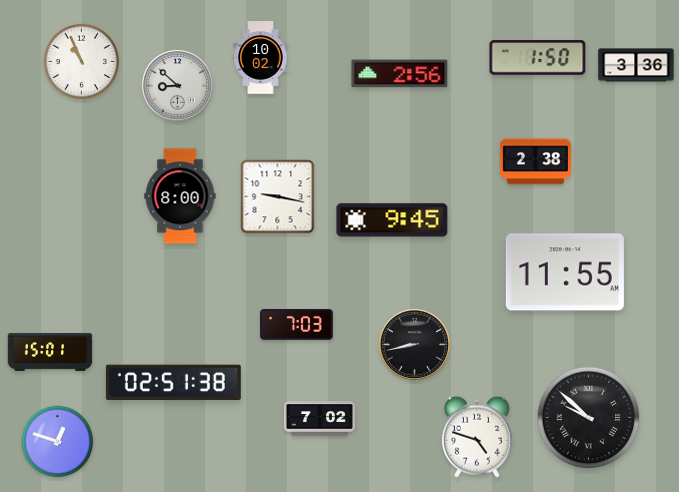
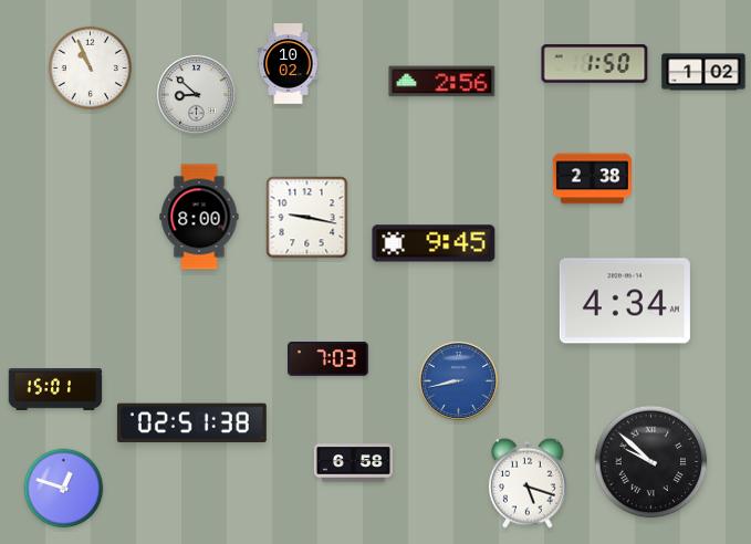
clock at (636, 65): 3:36 -> 1:02
clock at (565, 272): 11:55 -> 4:34
clock at (414, 344) dial: black -> blue
clock at (319, 419): 7:02 -> 6:58
clock at (477, 437): 4:48 -> 5:18
